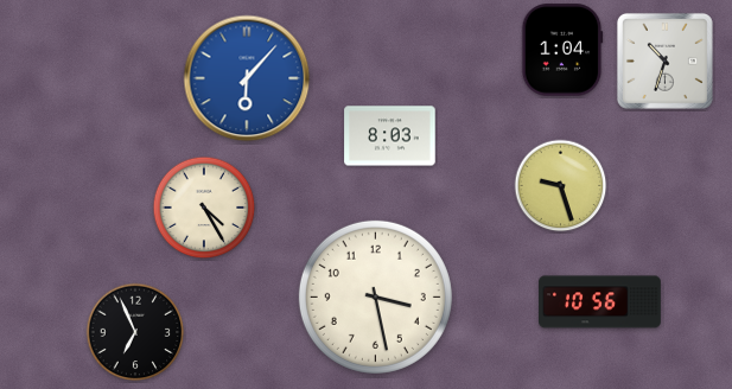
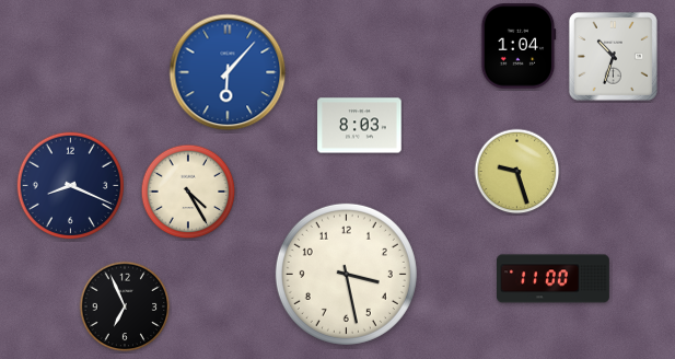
clock at (71, 186): none -> 8:19
clock at (600, 302): 10:56 -> 11:00
